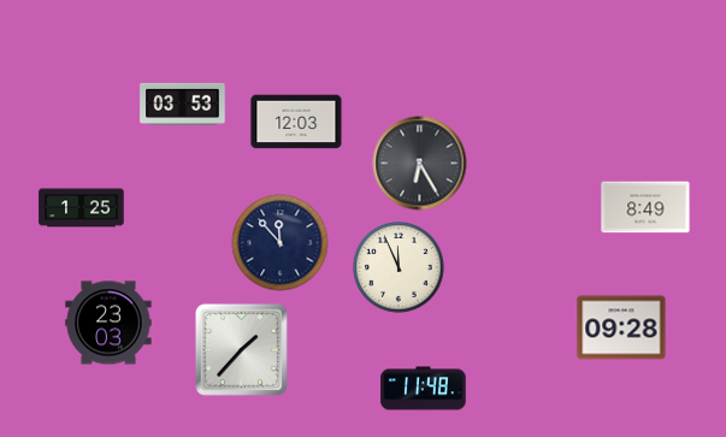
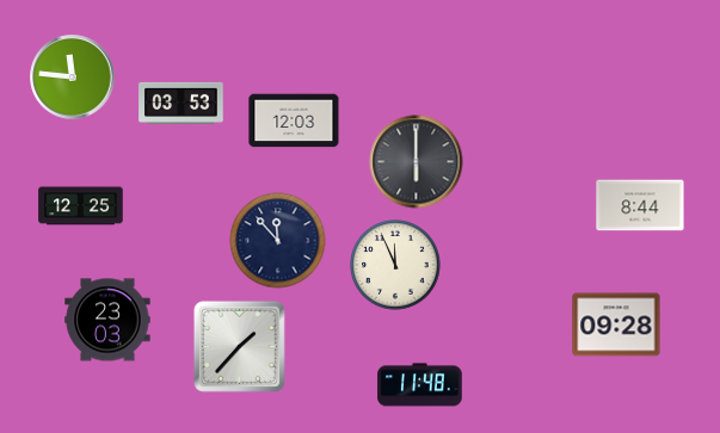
clock at (73, 78): none -> 11:46
clock at (420, 164): 6:25 -> 6:00
clock at (645, 207): 8:49 -> 8:44
clock at (82, 208): 1:25 -> 12:25
